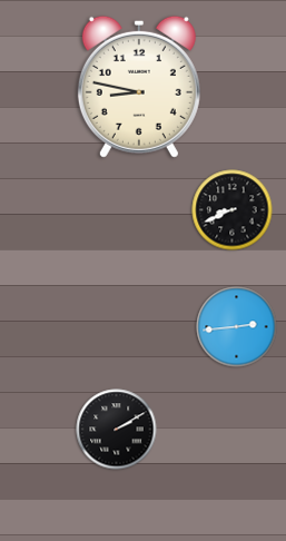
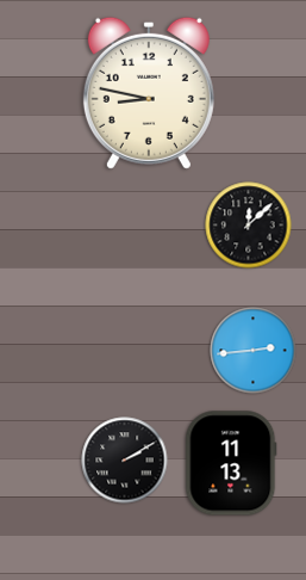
clock at (233, 210): 8:41 -> 12:08
clock at (231, 463): none -> 11:13
